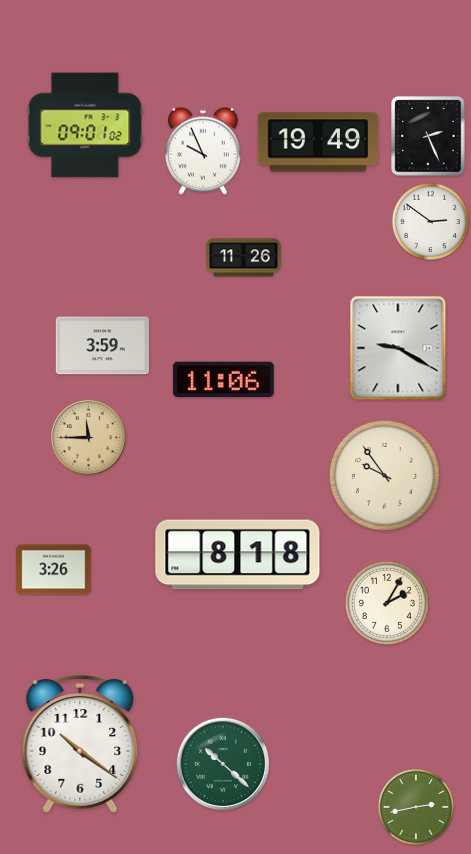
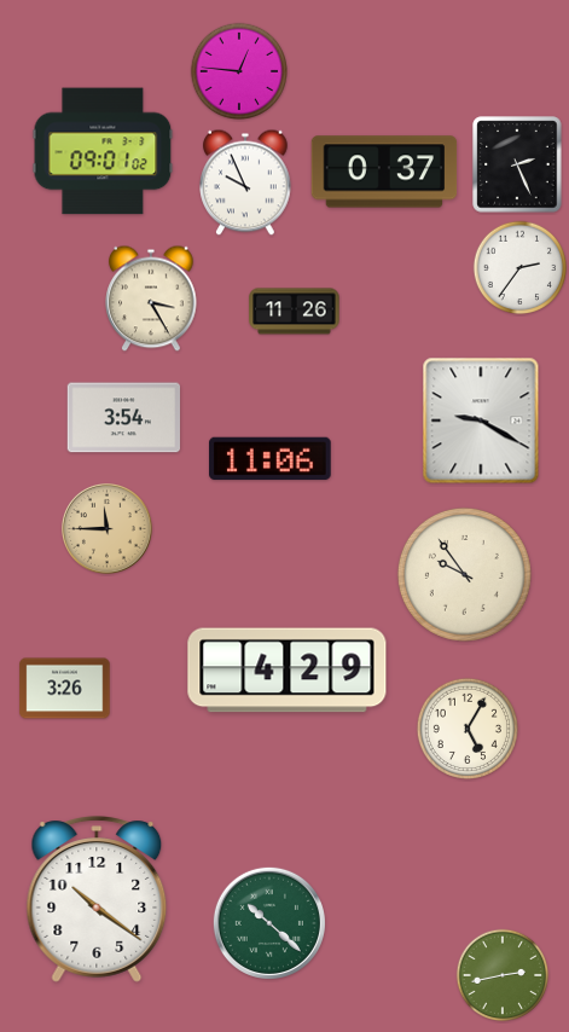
clock at (238, 70): none -> 12:46
clock at (318, 142): 19:49 -> 0:37
clock at (431, 222): 2:51 -> 2:36
clock at (151, 298): none -> 3:25
clock at (102, 346): 3:59 -> 3:54
clock at (238, 555): 8:18 -> 4:29
clock at (386, 602): 2:05 -> 5:05
